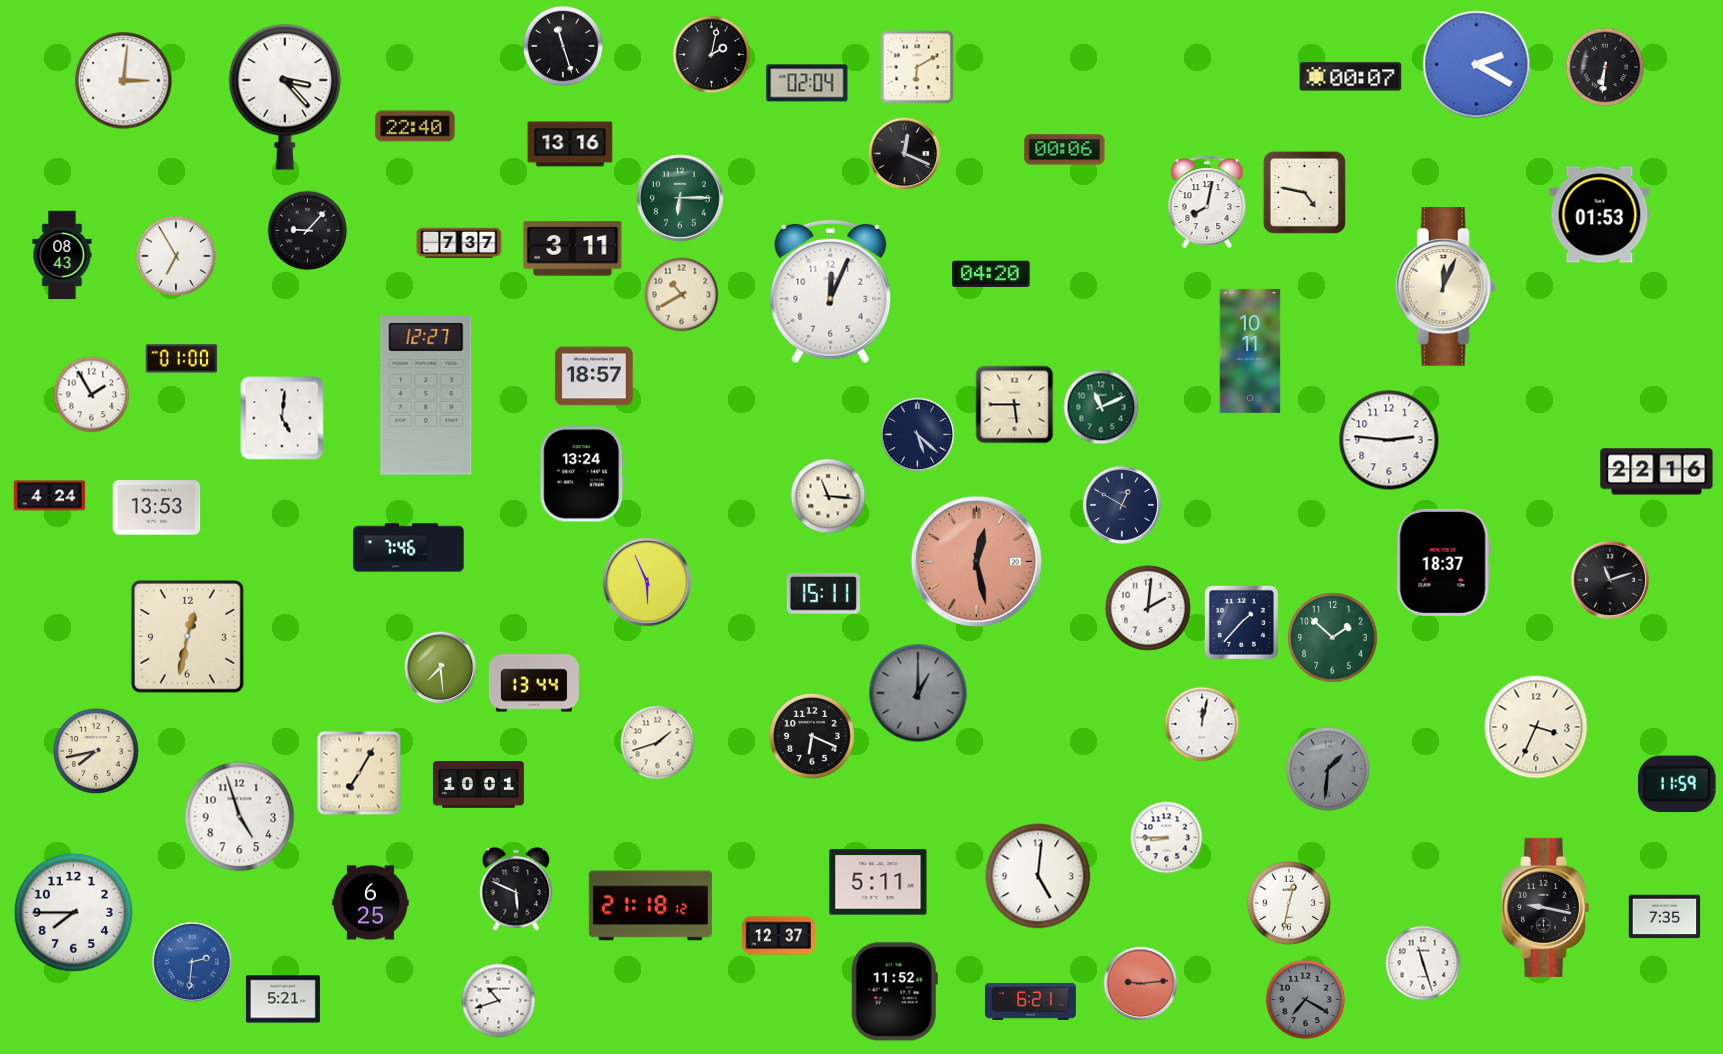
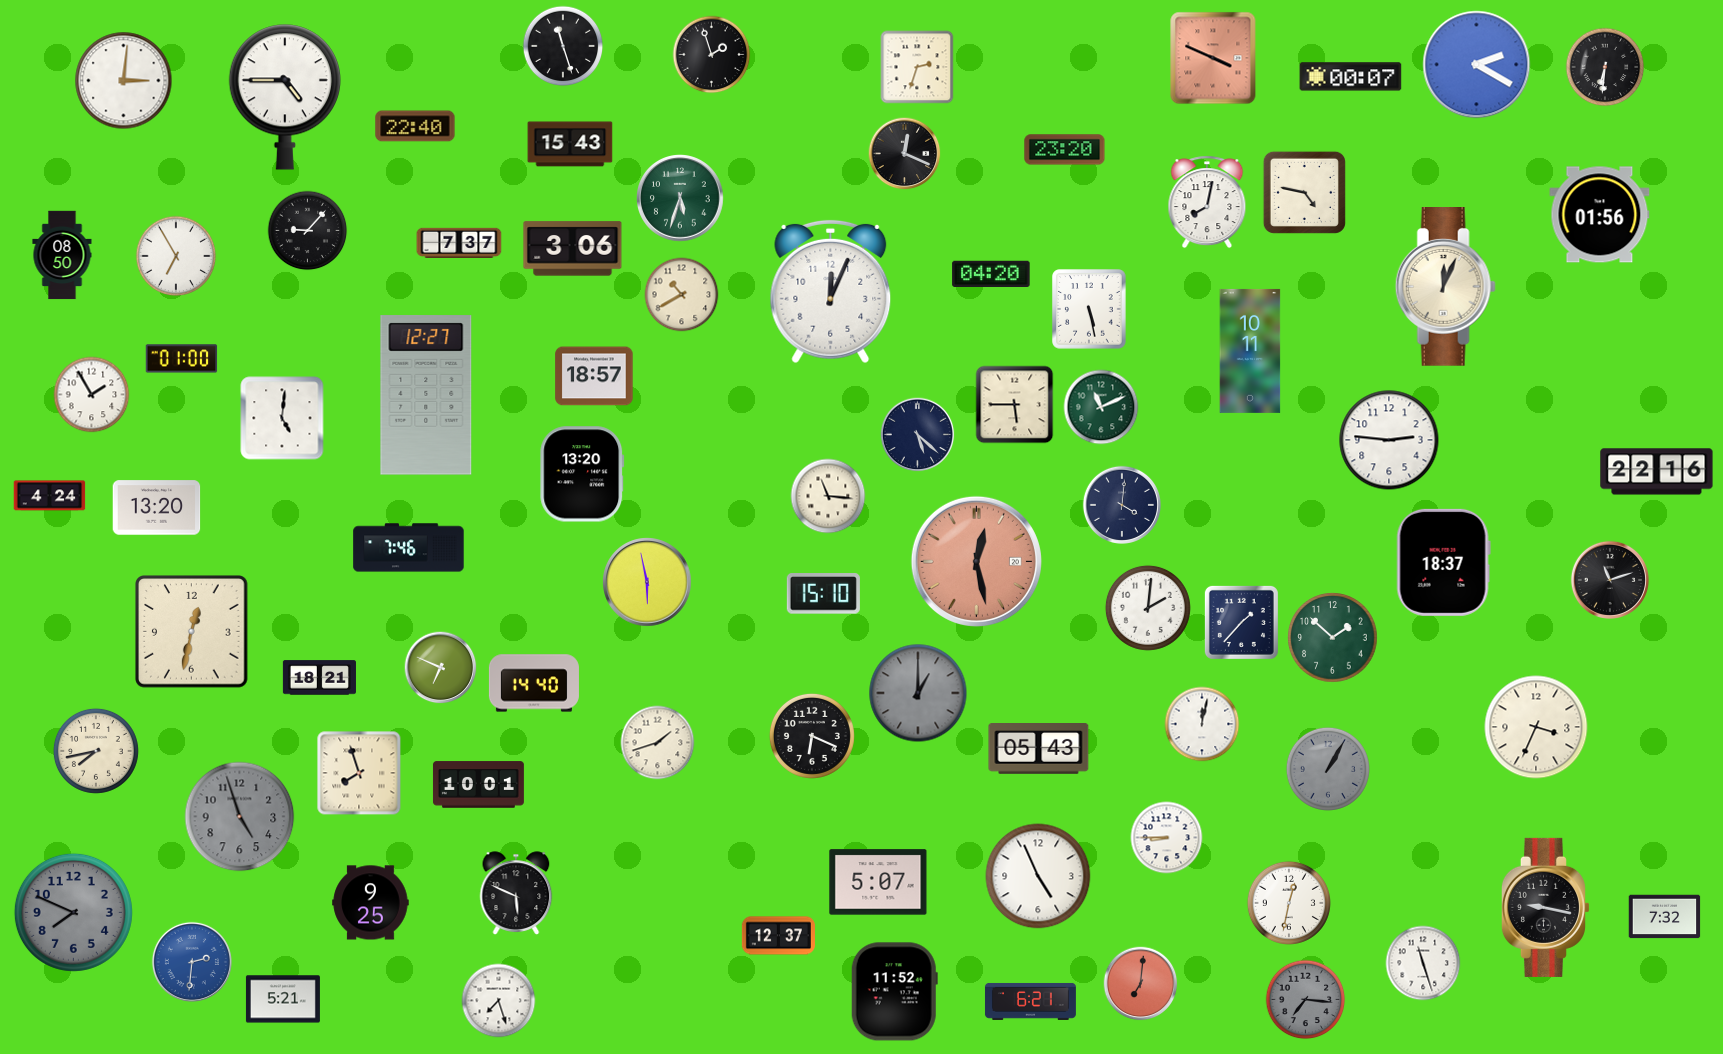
clock at (712, 55): 2:02 -> 1:57
clock at (1213, 58): none -> 3:49
clock at (917, 67): 6:10 -> 2:33
clock at (807, 83): 02:04 -> none
clock at (285, 97): 3:23 -> 4:45
clock at (570, 144): 13:16 -> 15:43
clock at (1065, 150): 00:06 -> 23:20
clock at (681, 199): 6:15 -> 5:33
clock at (1600, 215): 01:53 -> 01:56
clock at (573, 249): 3:11 -> 3:06
clock at (62, 255): 08:43 -> 08:50
clock at (1089, 309): none -> 5:28
clock at (582, 474): 13:24 -> 13:20
clock at (1122, 505): 12:50 -> 4:01
clock at (157, 508): 13:53 -> 13:20
clock at (647, 582): 5:56 -> 5:58
clock at (823, 594): 15:11 -> 15:10
clock at (188, 637) position: (188, 637) -> (192, 632)
clock at (441, 668): 7:29 -> 6:49
clock at (319, 678): none -> 18:21
clock at (534, 683): 13:44 -> 14:40
clock at (1039, 749): none -> 05:43
clock at (1328, 769): 1:31 -> 1:05
clock at (359, 773): 7:05 -> 7:57
clock at (1677, 784): 11:59 -> none
clock at (240, 817) dial: white -> grey
clock at (1038, 876): 5:01 -> 4:56
clock at (878, 882): 5:11 -> 5:07
clock at (516, 889) position: (516, 889) -> (516, 893)
clock at (371, 903): 6:25 -> 9:25
clock at (650, 906): 21:18 -> none
clock at (73, 912): 7:45 -> 7:49
clock at (73, 912) dial: white -> grey
clock at (1665, 917): 7:35 -> 7:32
clock at (1141, 984): 9:14 -> 7:01
clock at (1306, 1000): 7:20 -> 7:16
clock at (499, 1001): 10:42 -> 7:27
